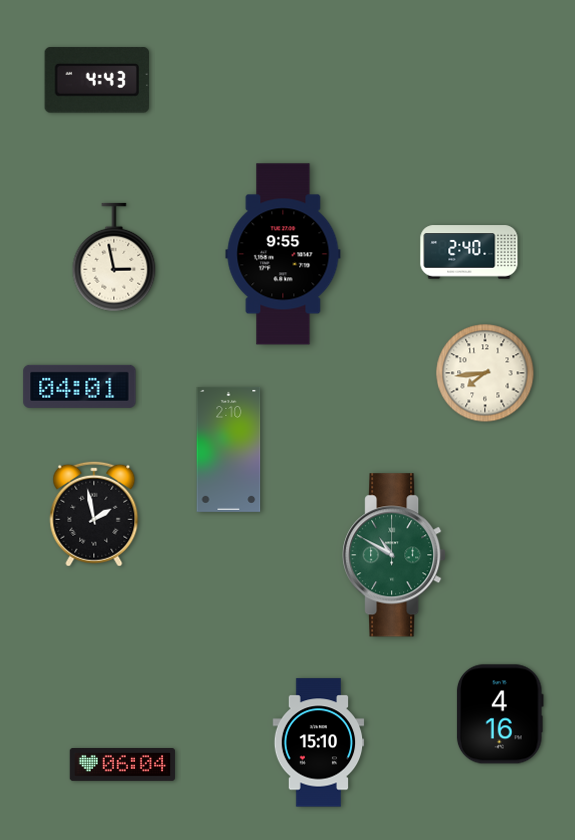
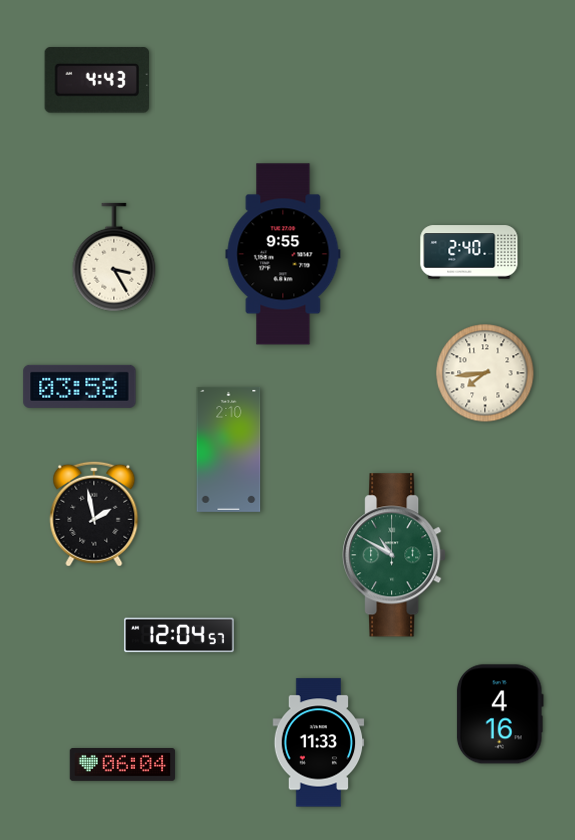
clock at (114, 257): 2:58 -> 3:25
clock at (80, 386): 04:01 -> 03:58
clock at (179, 635): none -> 12:04
clock at (319, 743): 15:10 -> 11:33
